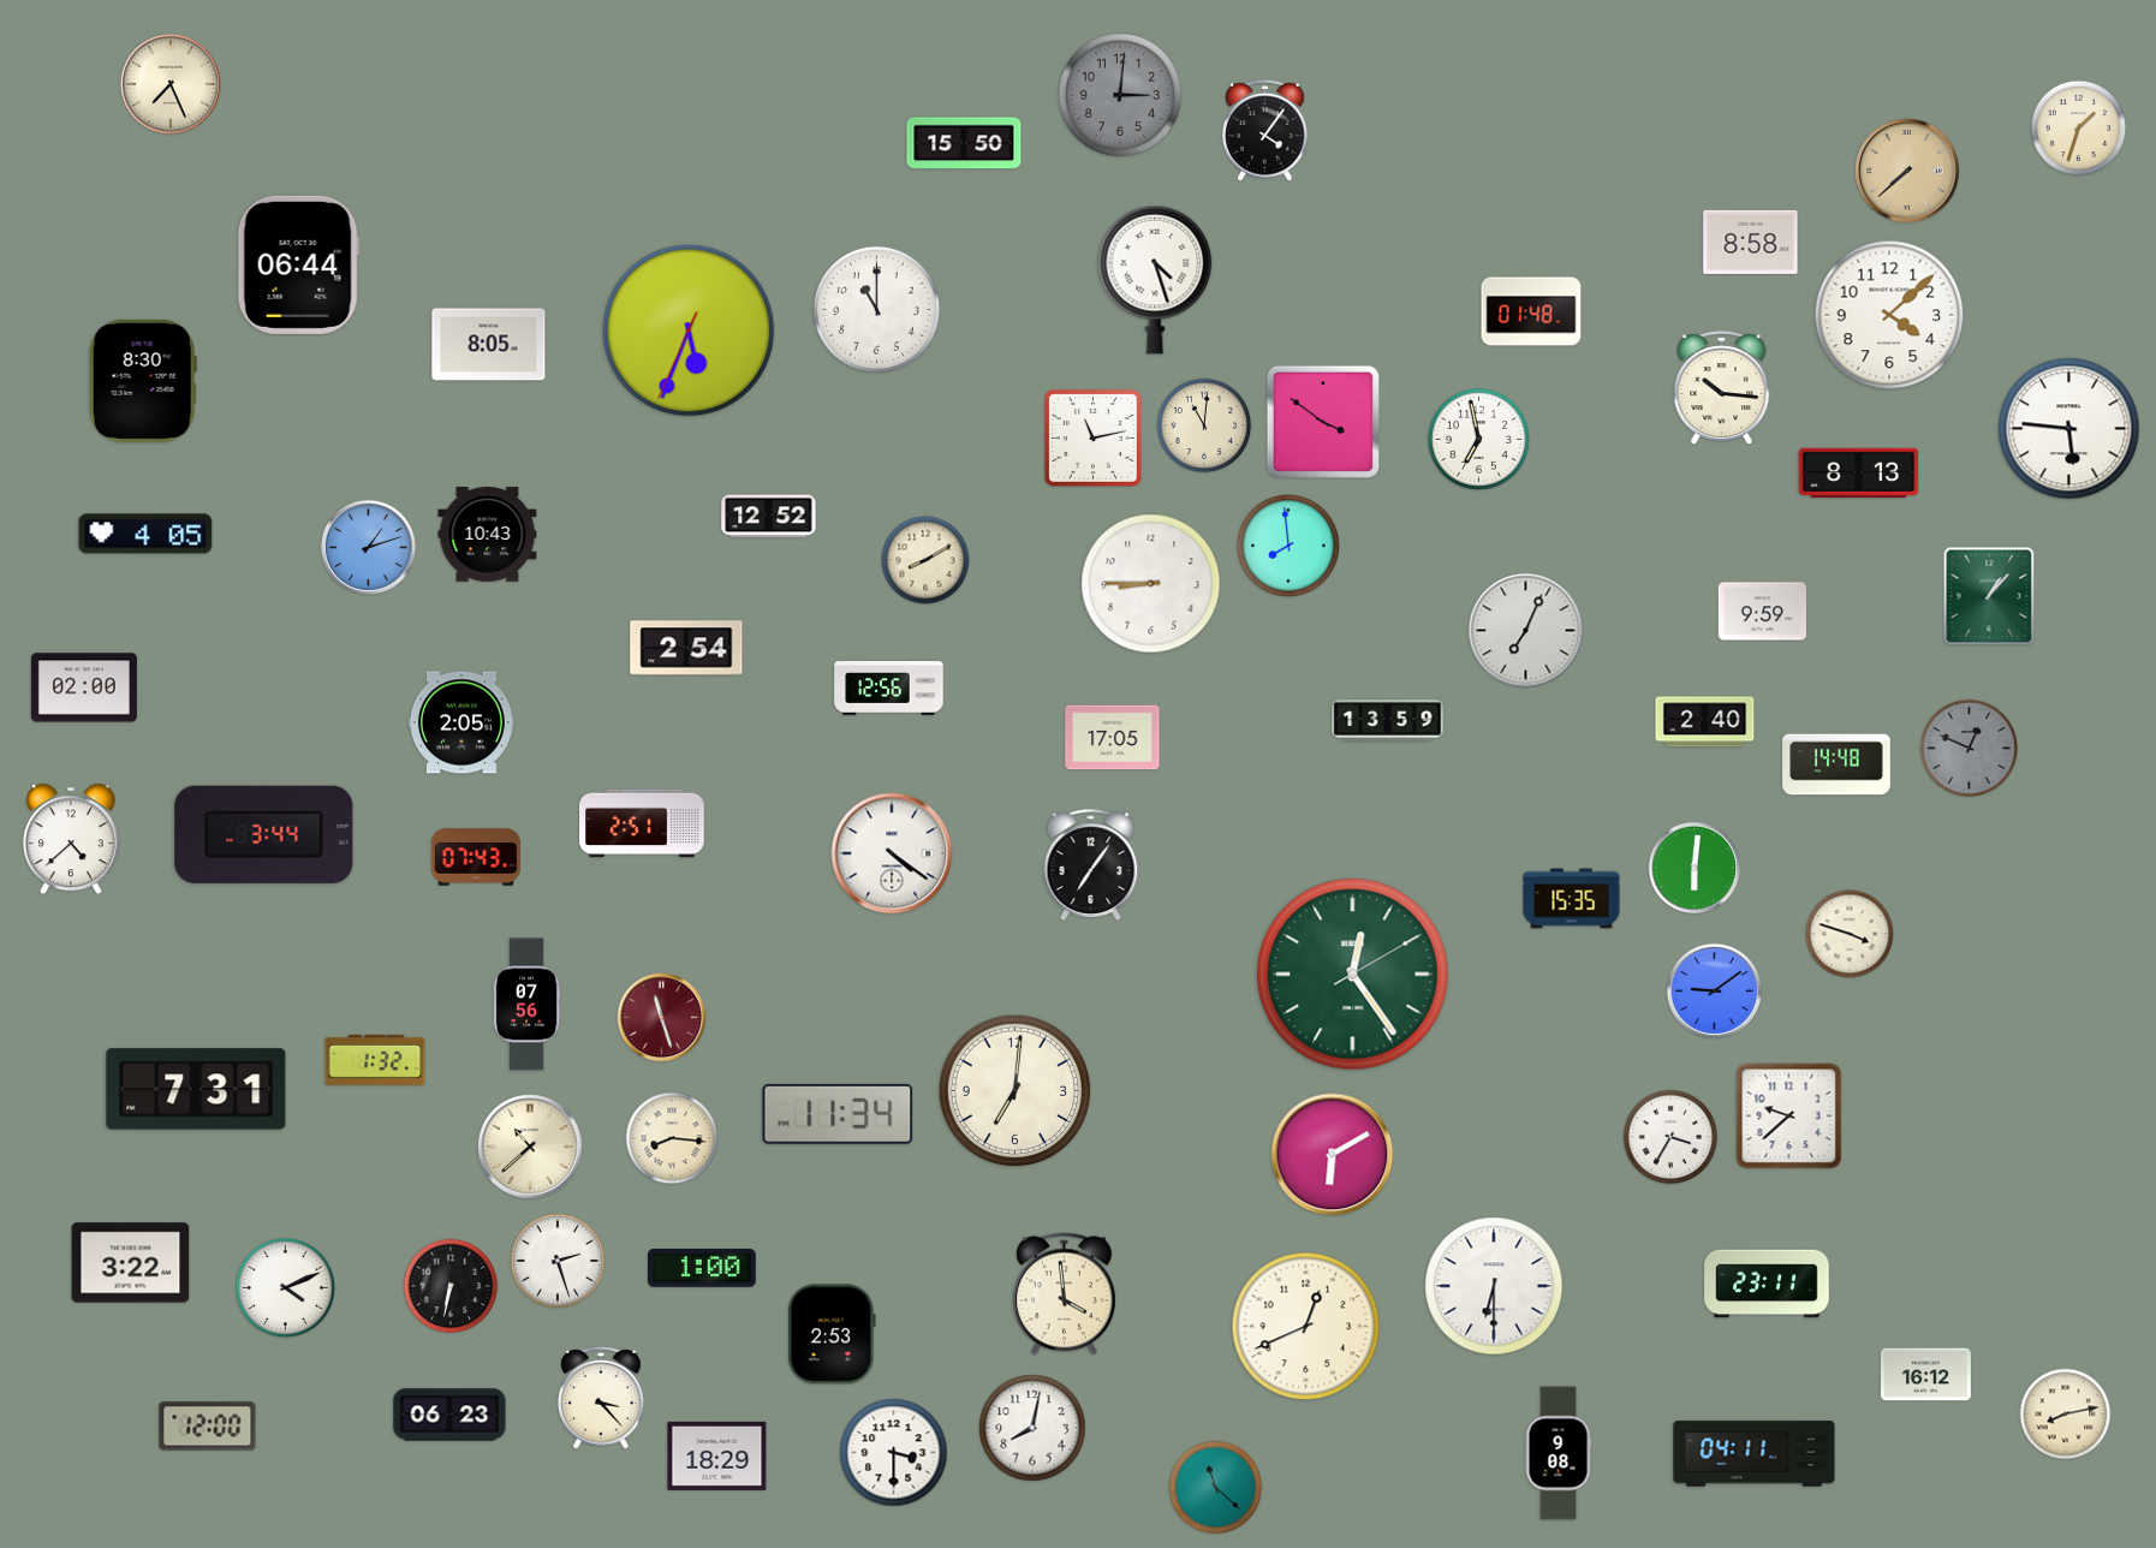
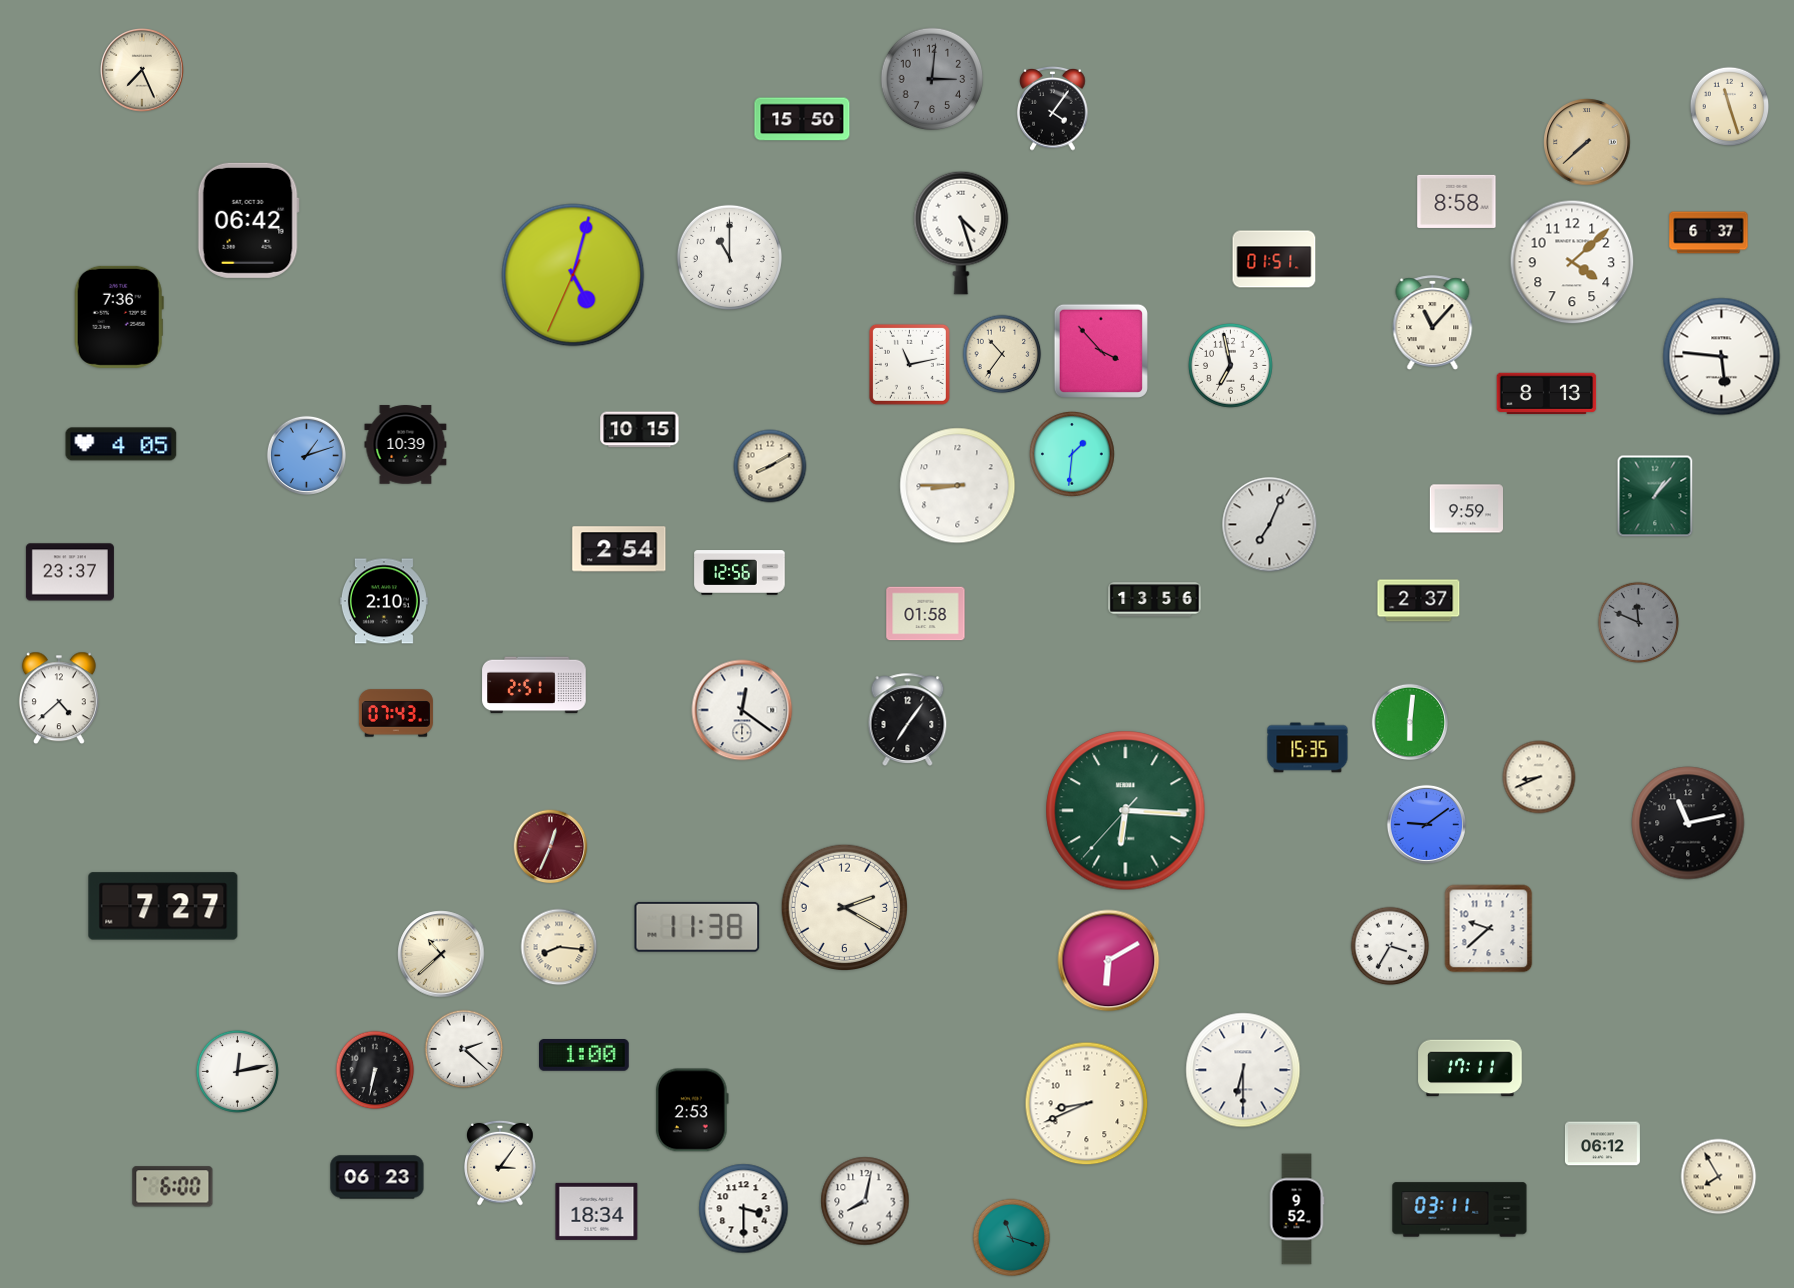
clock at (2079, 129): 1:33 -> 11:27
clock at (298, 264): 06:44 -> 06:42
clock at (1709, 233): none -> 6:37
clock at (1531, 311): 01:48 -> 01:51
clock at (689, 331): 5:33 -> 5:02
clock at (489, 345): 8:05 -> none
clock at (143, 381): 8:30 -> 7:36
clock at (1722, 388): 10:16 -> 11:07
clock at (1322, 421): 3:51 -> 3:53
clock at (1204, 425): 11:01 -> 10:36
clock at (769, 517): 12:52 -> 10:15
clock at (488, 535): 10:43 -> 10:39
clock at (1290, 547): 7:59 -> 1:31
clock at (686, 648) position: (686, 648) -> (619, 549)
clock at (84, 687): 02:00 -> 23:37
clock at (1388, 721): 13:59 -> 13:56
clock at (461, 722): 2:05 -> 2:10
clock at (1705, 722): 2:40 -> 2:37
clock at (1113, 738): 17:05 -> 01:58
clock at (1969, 748): 12:49 -> 11:49
clock at (1836, 764): 14:48 -> none
clock at (264, 834): 3:44 -> none
clock at (892, 853): 4:21 -> 12:21
clock at (1850, 934): 3:48 -> 8:41
clock at (1353, 975): 12:24 -> 6:15
clock at (1688, 823): none -> 11:13
clock at (526, 1005): 07:56 -> none
clock at (662, 1018): 11:27 -> 12:34
clock at (375, 1060): 1:32 -> none
clock at (196, 1089): 7:31 -> 7:27
clock at (1014, 1090): 7:01 -> 2:20
clock at (838, 1114): 11:34 -> 11:38
clock at (558, 1261): 2:27 -> 2:22
clock at (131, 1263): 3:22 -> none
clock at (1767, 1284): 23:11 -> 17:11
clock at (285, 1287): 4:11 -> 12:13
clock at (1064, 1294): 3:59 -> none
clock at (1306, 1327): 12:41 -> 8:41
clock at (1925, 1375): 16:12 -> 06:12
clock at (602, 1398): 3:23 -> 3:06
clock at (449, 1415) position: (449, 1415) -> (377, 1177)
clock at (2066, 1415): 8:13 -> 7:55
clock at (208, 1427): 12:00 -> 6:00
clock at (1032, 1428) position: (1032, 1428) -> (865, 1201)
clock at (1559, 1453): 9:08 -> 9:52
clock at (1755, 1454): 04:11 -> 03:11
clock at (717, 1455): 18:29 -> 18:34
clock at (1216, 1488): 11:22 -> 11:18
